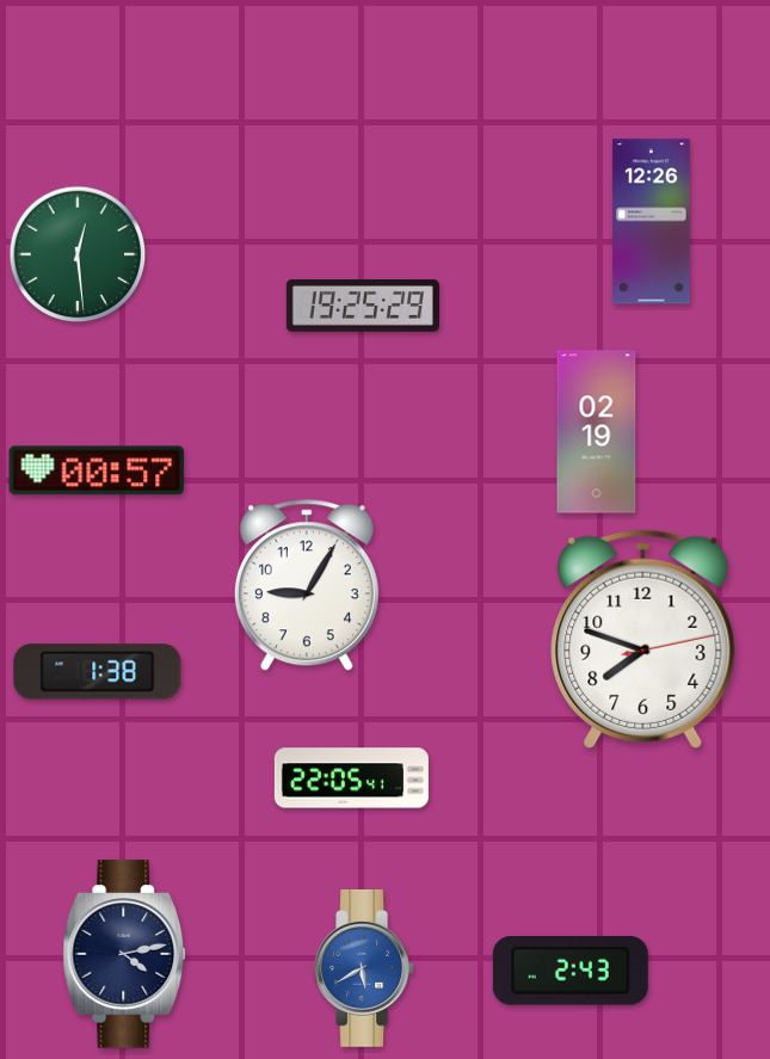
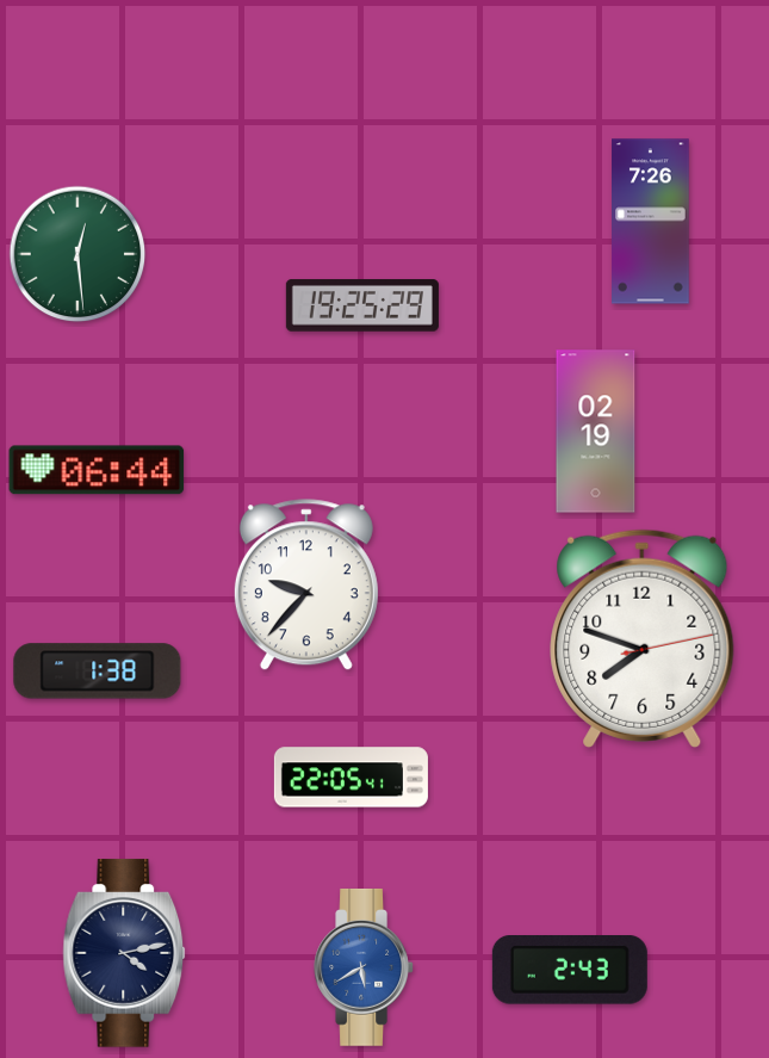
clock at (652, 222): 12:26 -> 7:26
clock at (97, 470): 00:57 -> 06:44
clock at (307, 586): 9:05 -> 9:37
